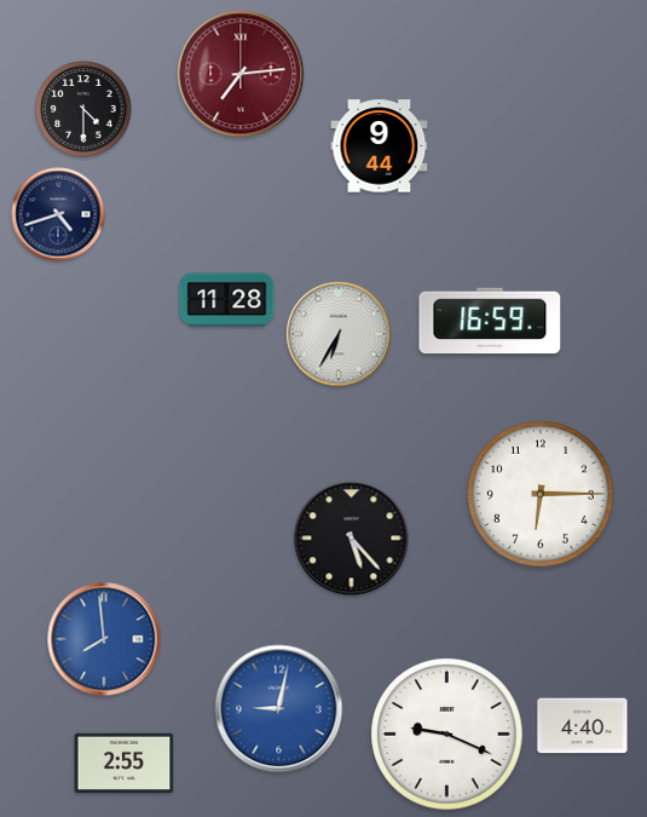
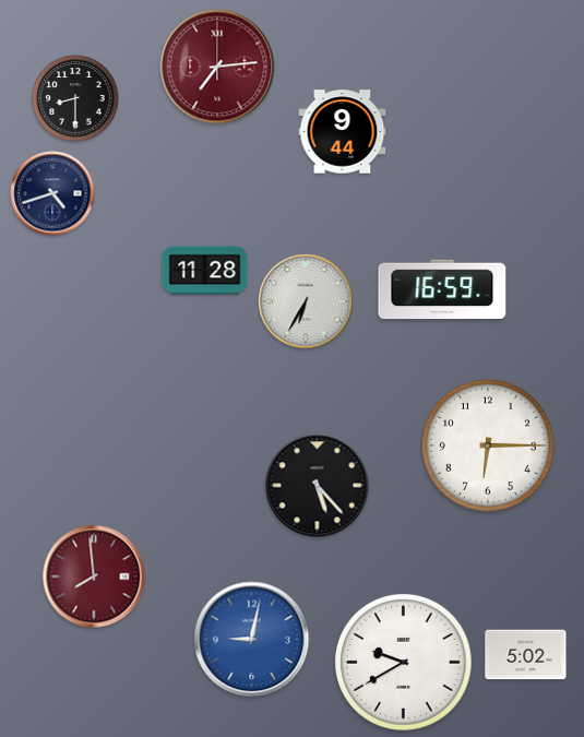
clock at (83, 109): 4:30 -> 8:30
clock at (104, 639) dial: blue -> burgundy
clock at (583, 726): 4:40 -> 5:02
clock at (447, 735): 9:19 -> 9:40
clock at (125, 763): 2:55 -> none
